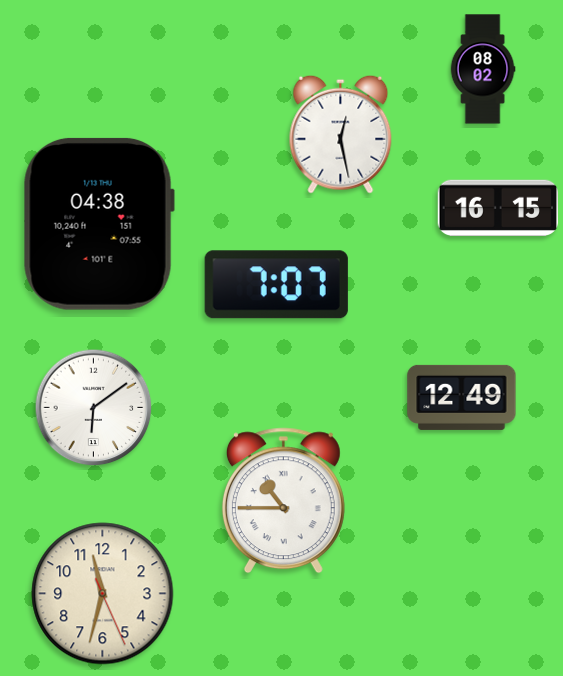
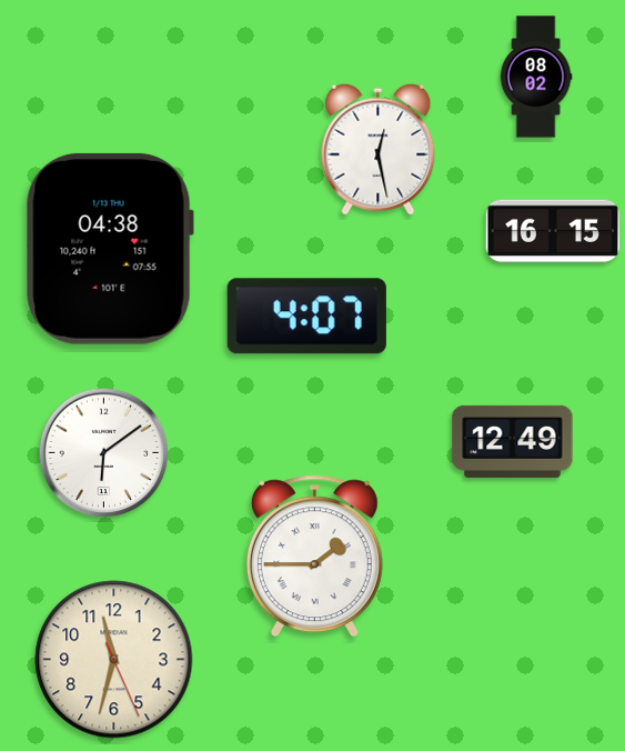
clock at (276, 285): 7:07 -> 4:07
clock at (283, 501): 10:45 -> 1:45
